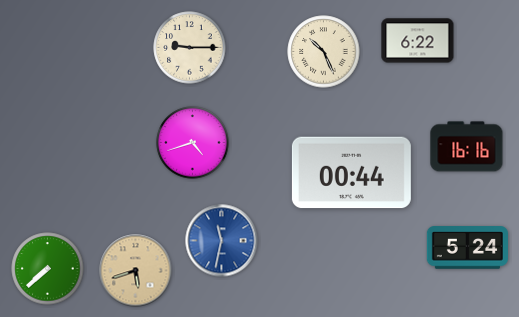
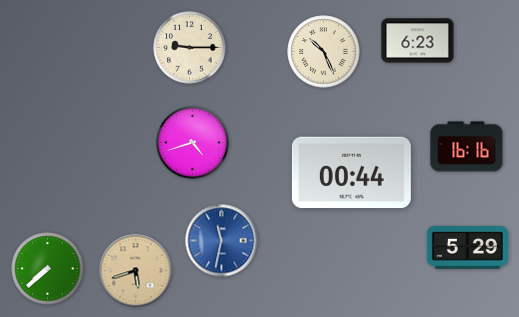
clock at (418, 41): 6:22 -> 6:23
clock at (467, 248): 5:24 -> 5:29
